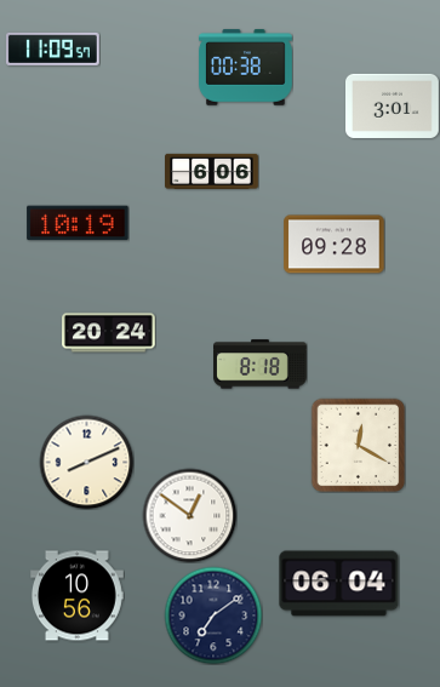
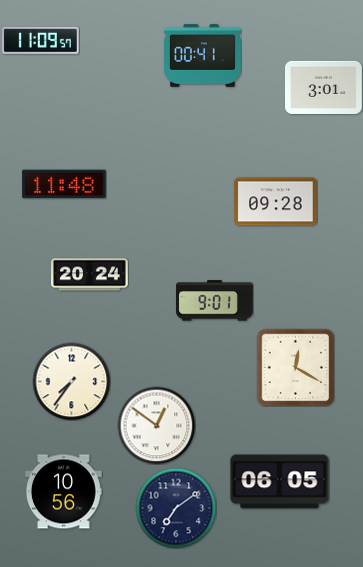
clock at (52, 48) position: (52, 48) -> (40, 40)
clock at (246, 68): 00:38 -> 00:41
clock at (212, 171): 6:06 -> none
clock at (78, 223): 10:19 -> 11:48
clock at (261, 365): 8:18 -> 9:01
clock at (86, 462): 8:11 -> 7:36
clock at (339, 584): 06:04 -> 06:05
